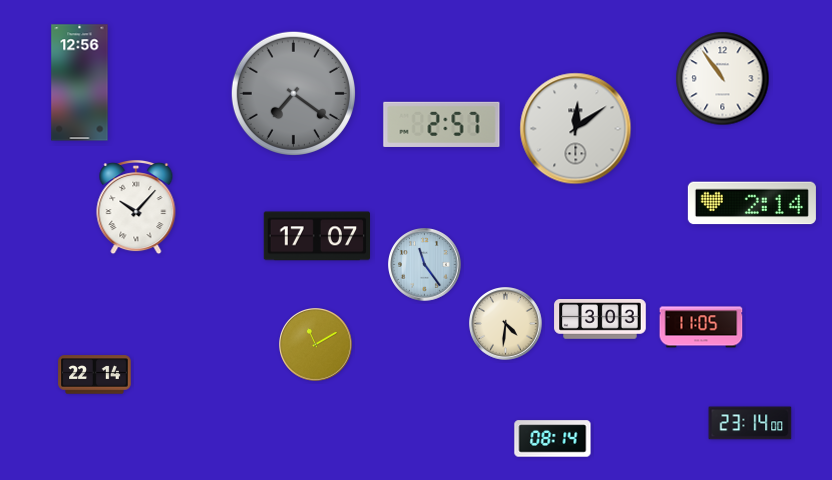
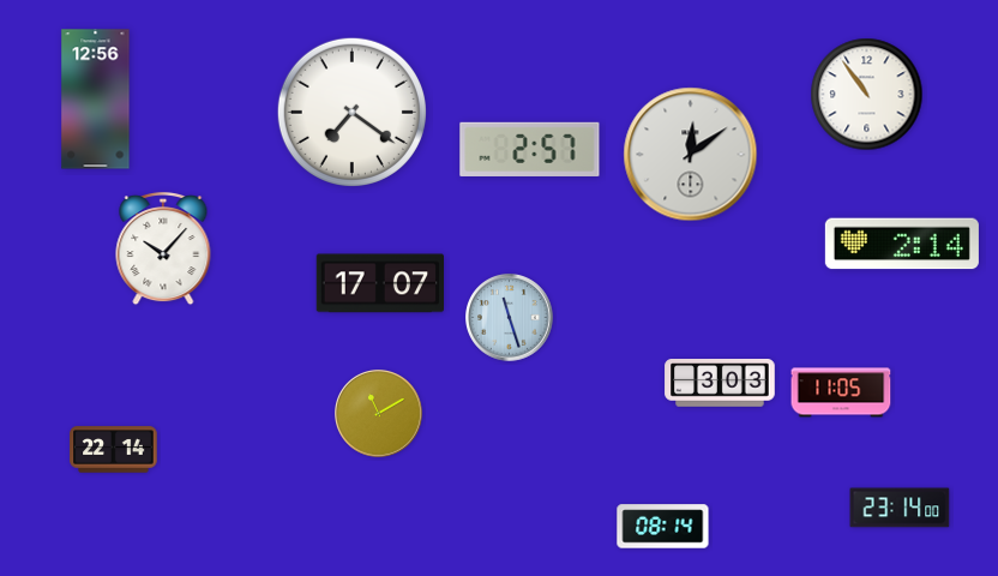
clock at (293, 93) dial: grey -> white
clock at (425, 265): 11:24 -> 11:27
clock at (506, 324): 4:31 -> none
